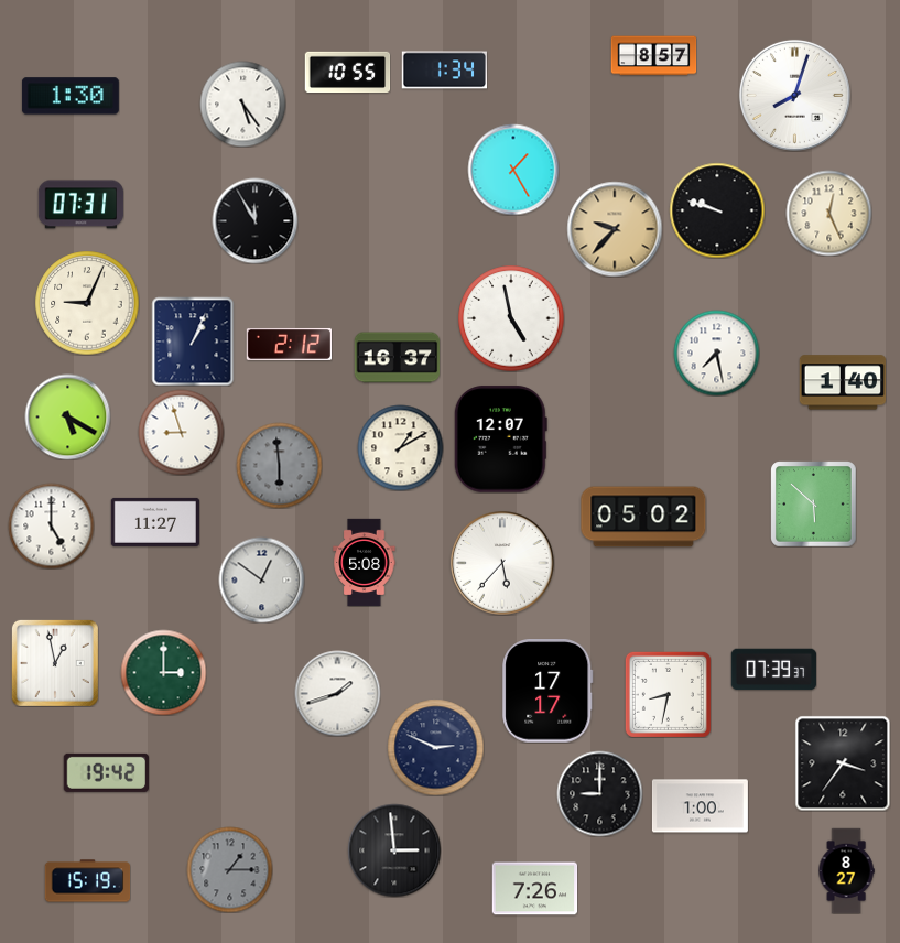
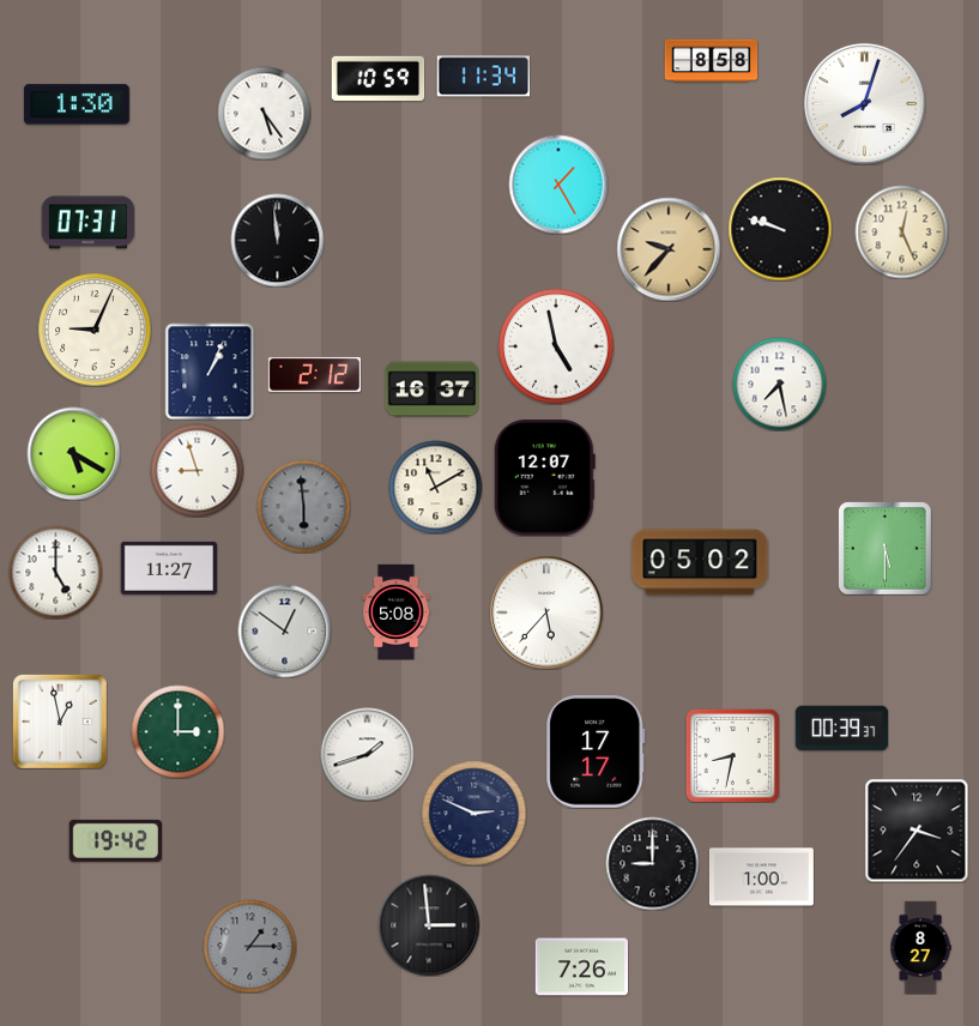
clock at (653, 56): 8:57 -> 8:58
clock at (444, 71): 1:34 -> 11:34
clock at (347, 73): 10:55 -> 10:59
clock at (254, 220): 11:55 -> 11:59
clock at (843, 382): 1:40 -> none
clock at (400, 447): 1:10 -> 11:10
clock at (813, 503): 5:52 -> 5:30
clock at (773, 670): 07:39 -> 00:39
clock at (668, 694) position: (668, 694) -> (732, 755)
clock at (87, 881): 15:19 -> none
